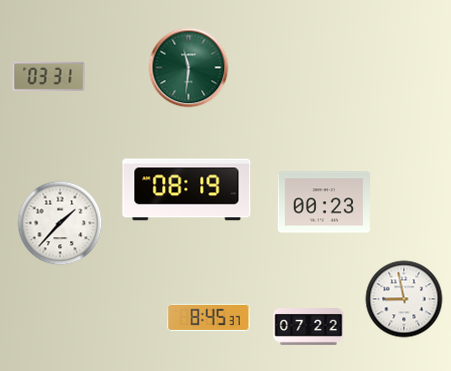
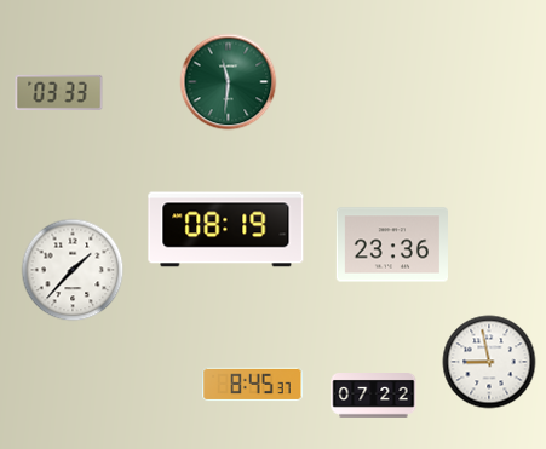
clock at (49, 76): 03:31 -> 03:33
clock at (323, 202): 00:23 -> 23:36
